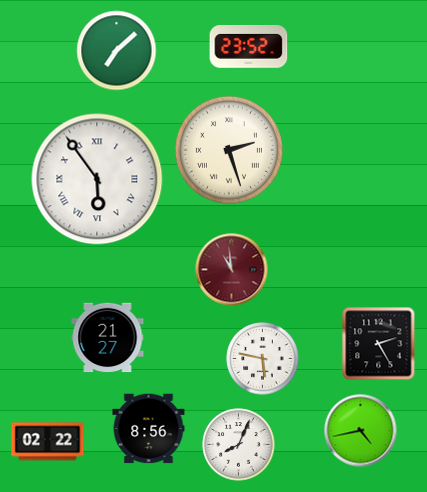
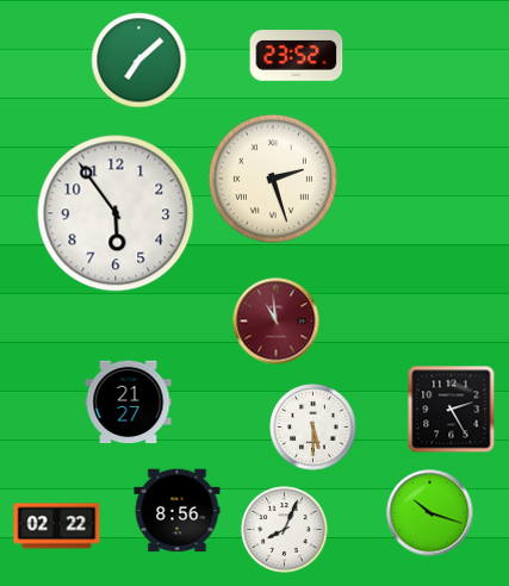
clock at (97, 179) numerals: Roman -> Arabic
clock at (263, 359): 5:47 -> 5:30
clock at (361, 431): 4:43 -> 10:18
